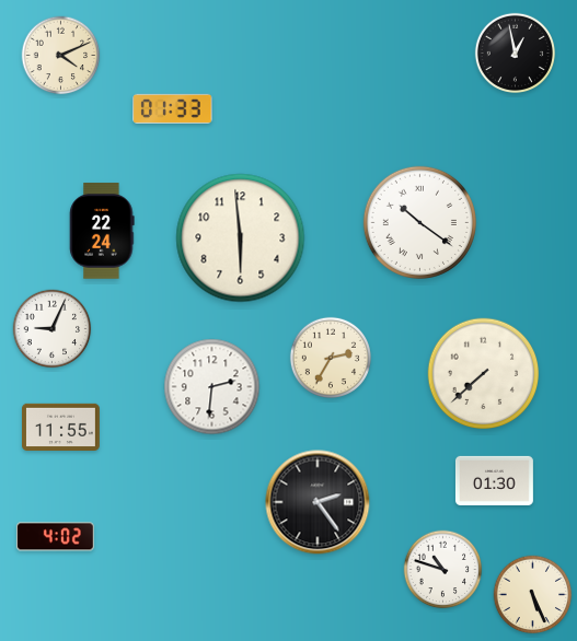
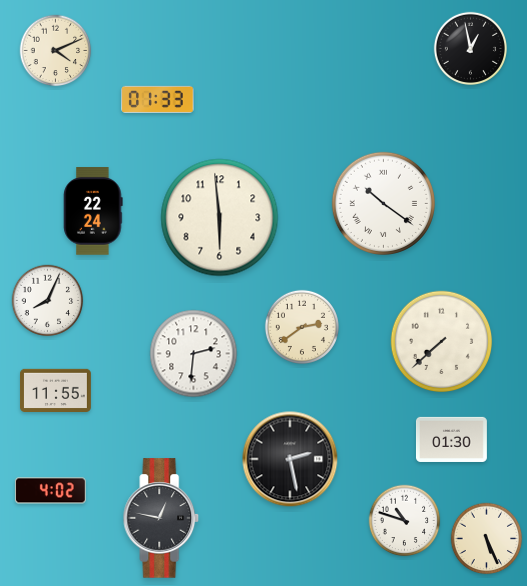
clock at (53, 329): 9:04 -> 8:04
clock at (331, 358): 2:35 -> 2:39
clock at (318, 502): 2:24 -> 2:28
clock at (161, 518): none -> 12:47
clock at (533, 595) position: (533, 595) -> (487, 539)
